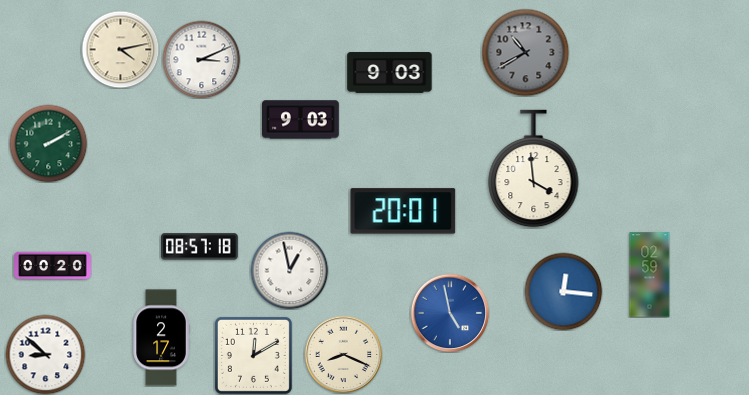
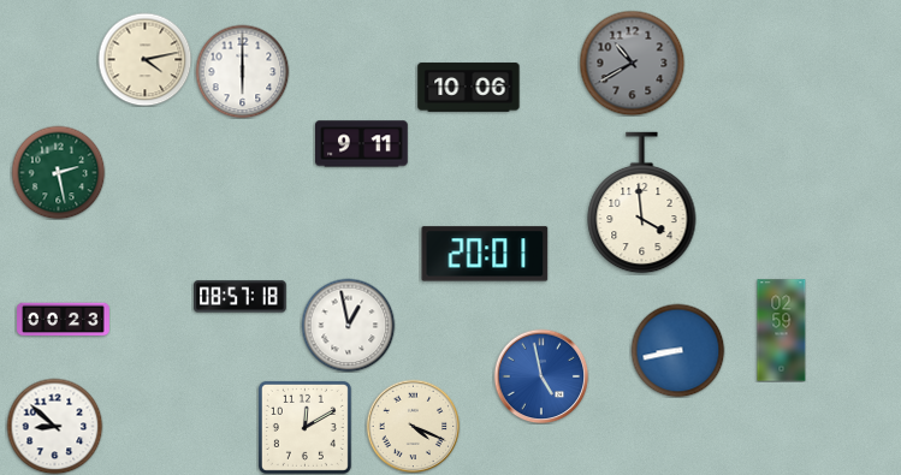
clock at (201, 59): 3:11 -> 6:00
clock at (390, 73): 9:03 -> 10:06
clock at (301, 120): 9:03 -> 9:11
clock at (48, 143): 2:10 -> 2:28
clock at (53, 266): 00:20 -> 00:23
clock at (563, 291): 12:16 -> 8:43
clock at (161, 338): 2:17 -> none
clock at (343, 354): 8:19 -> 4:19
